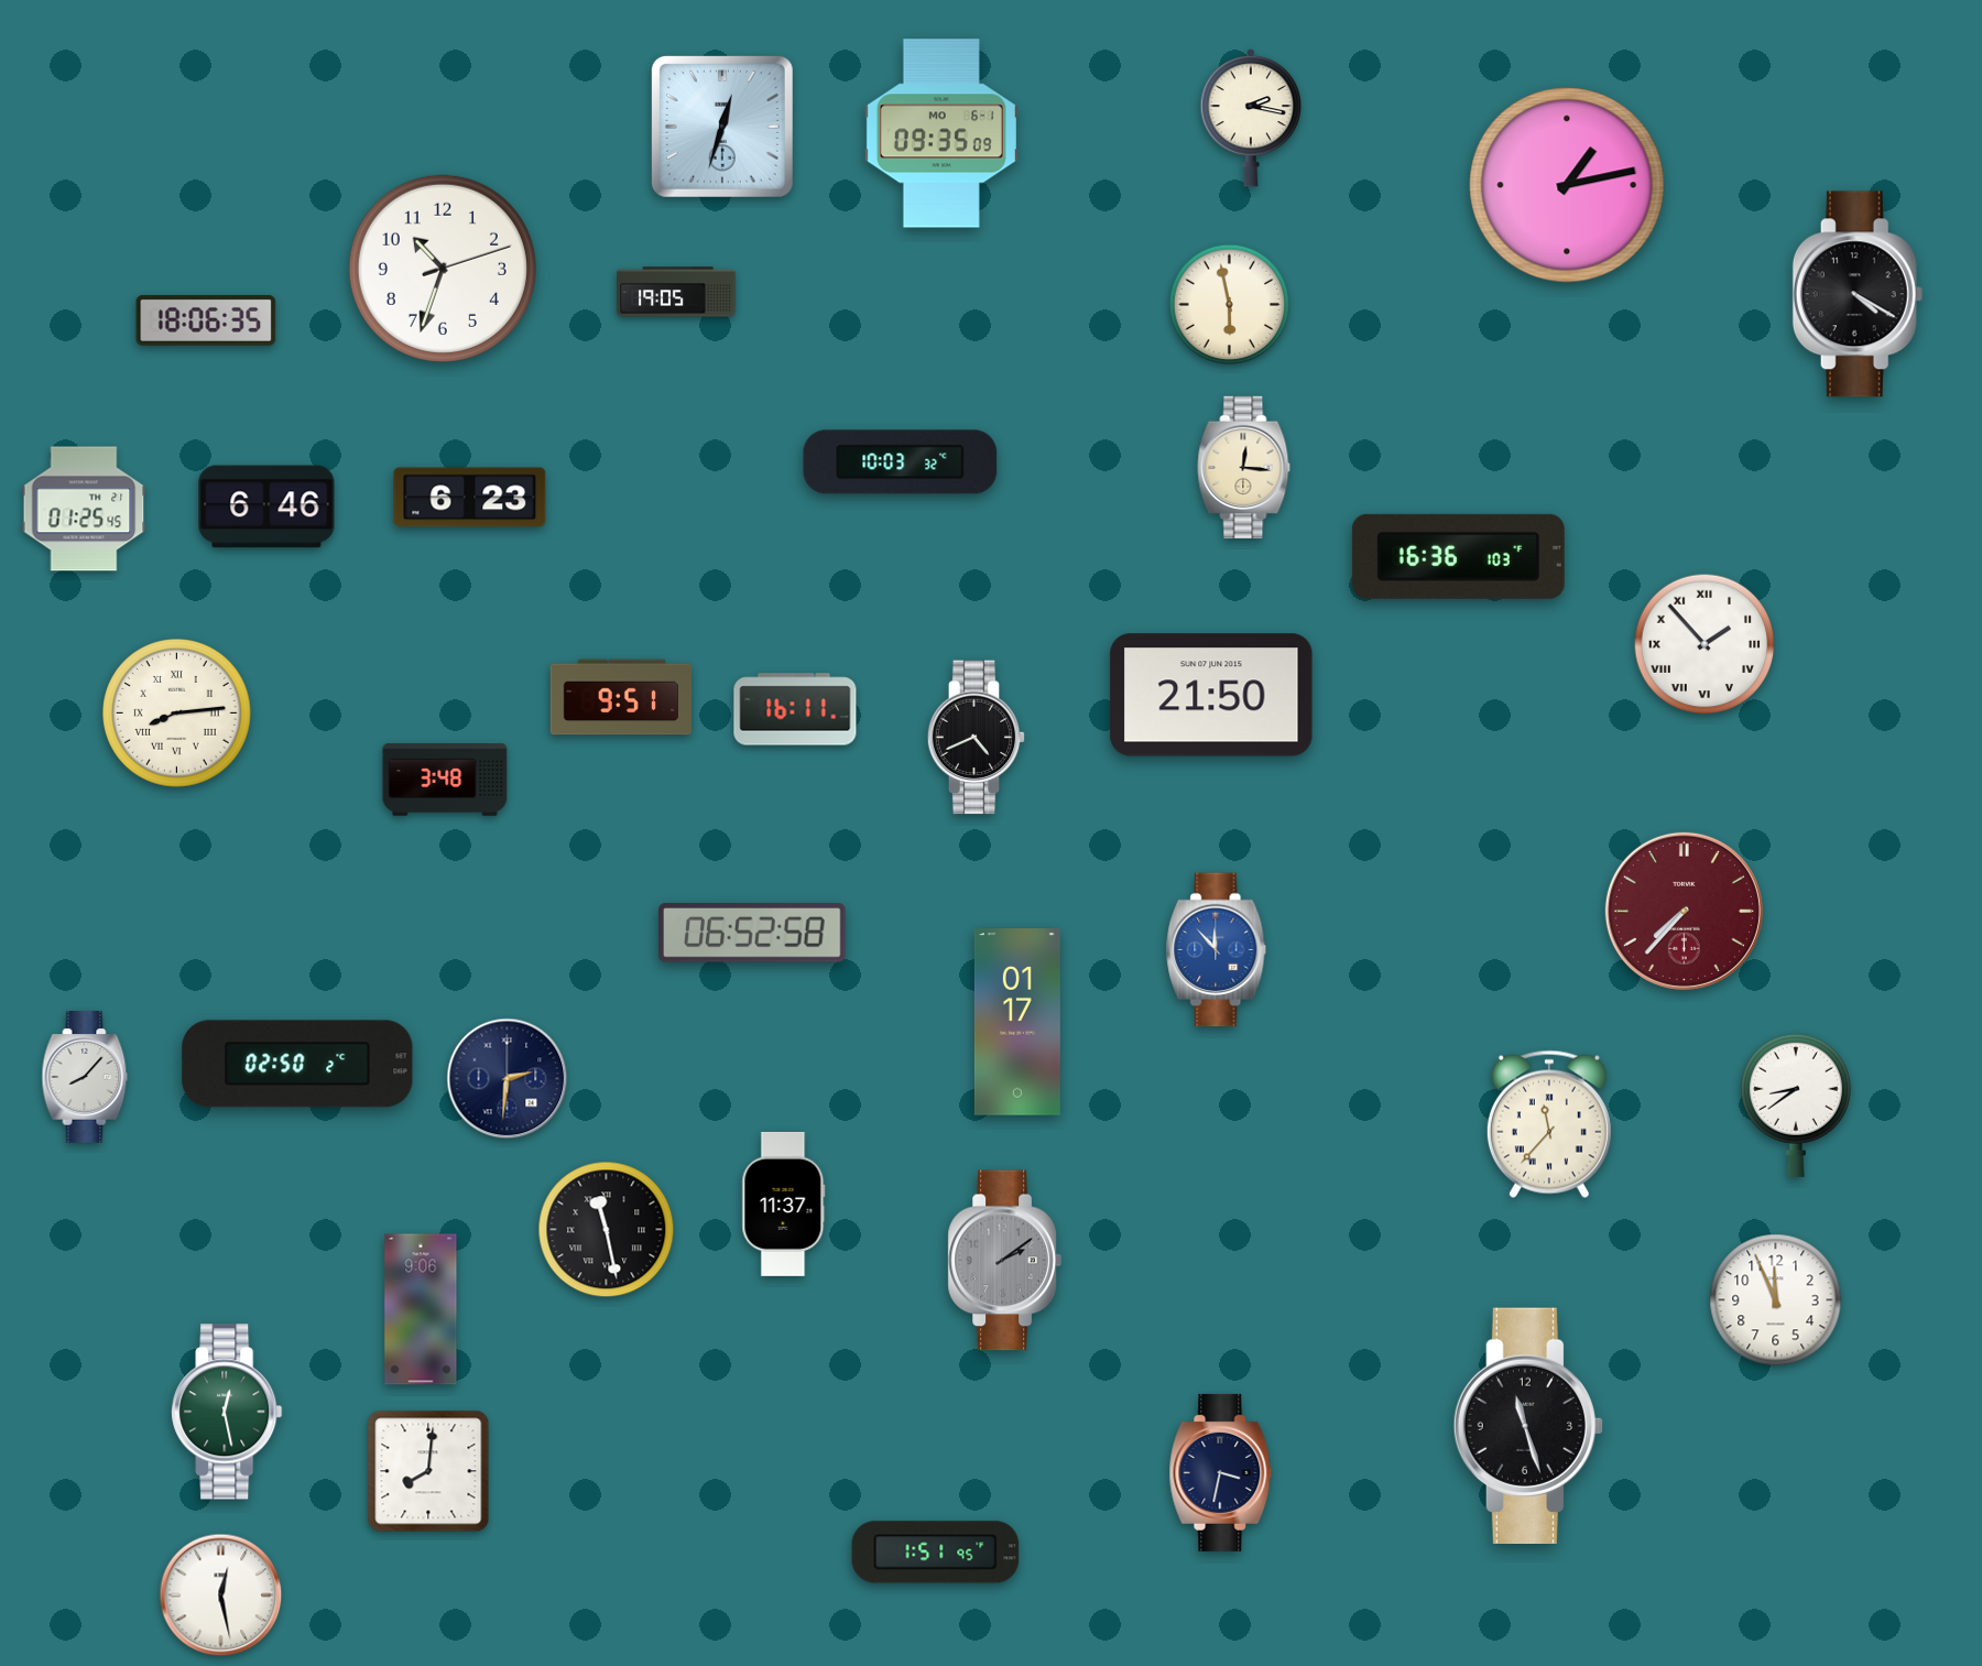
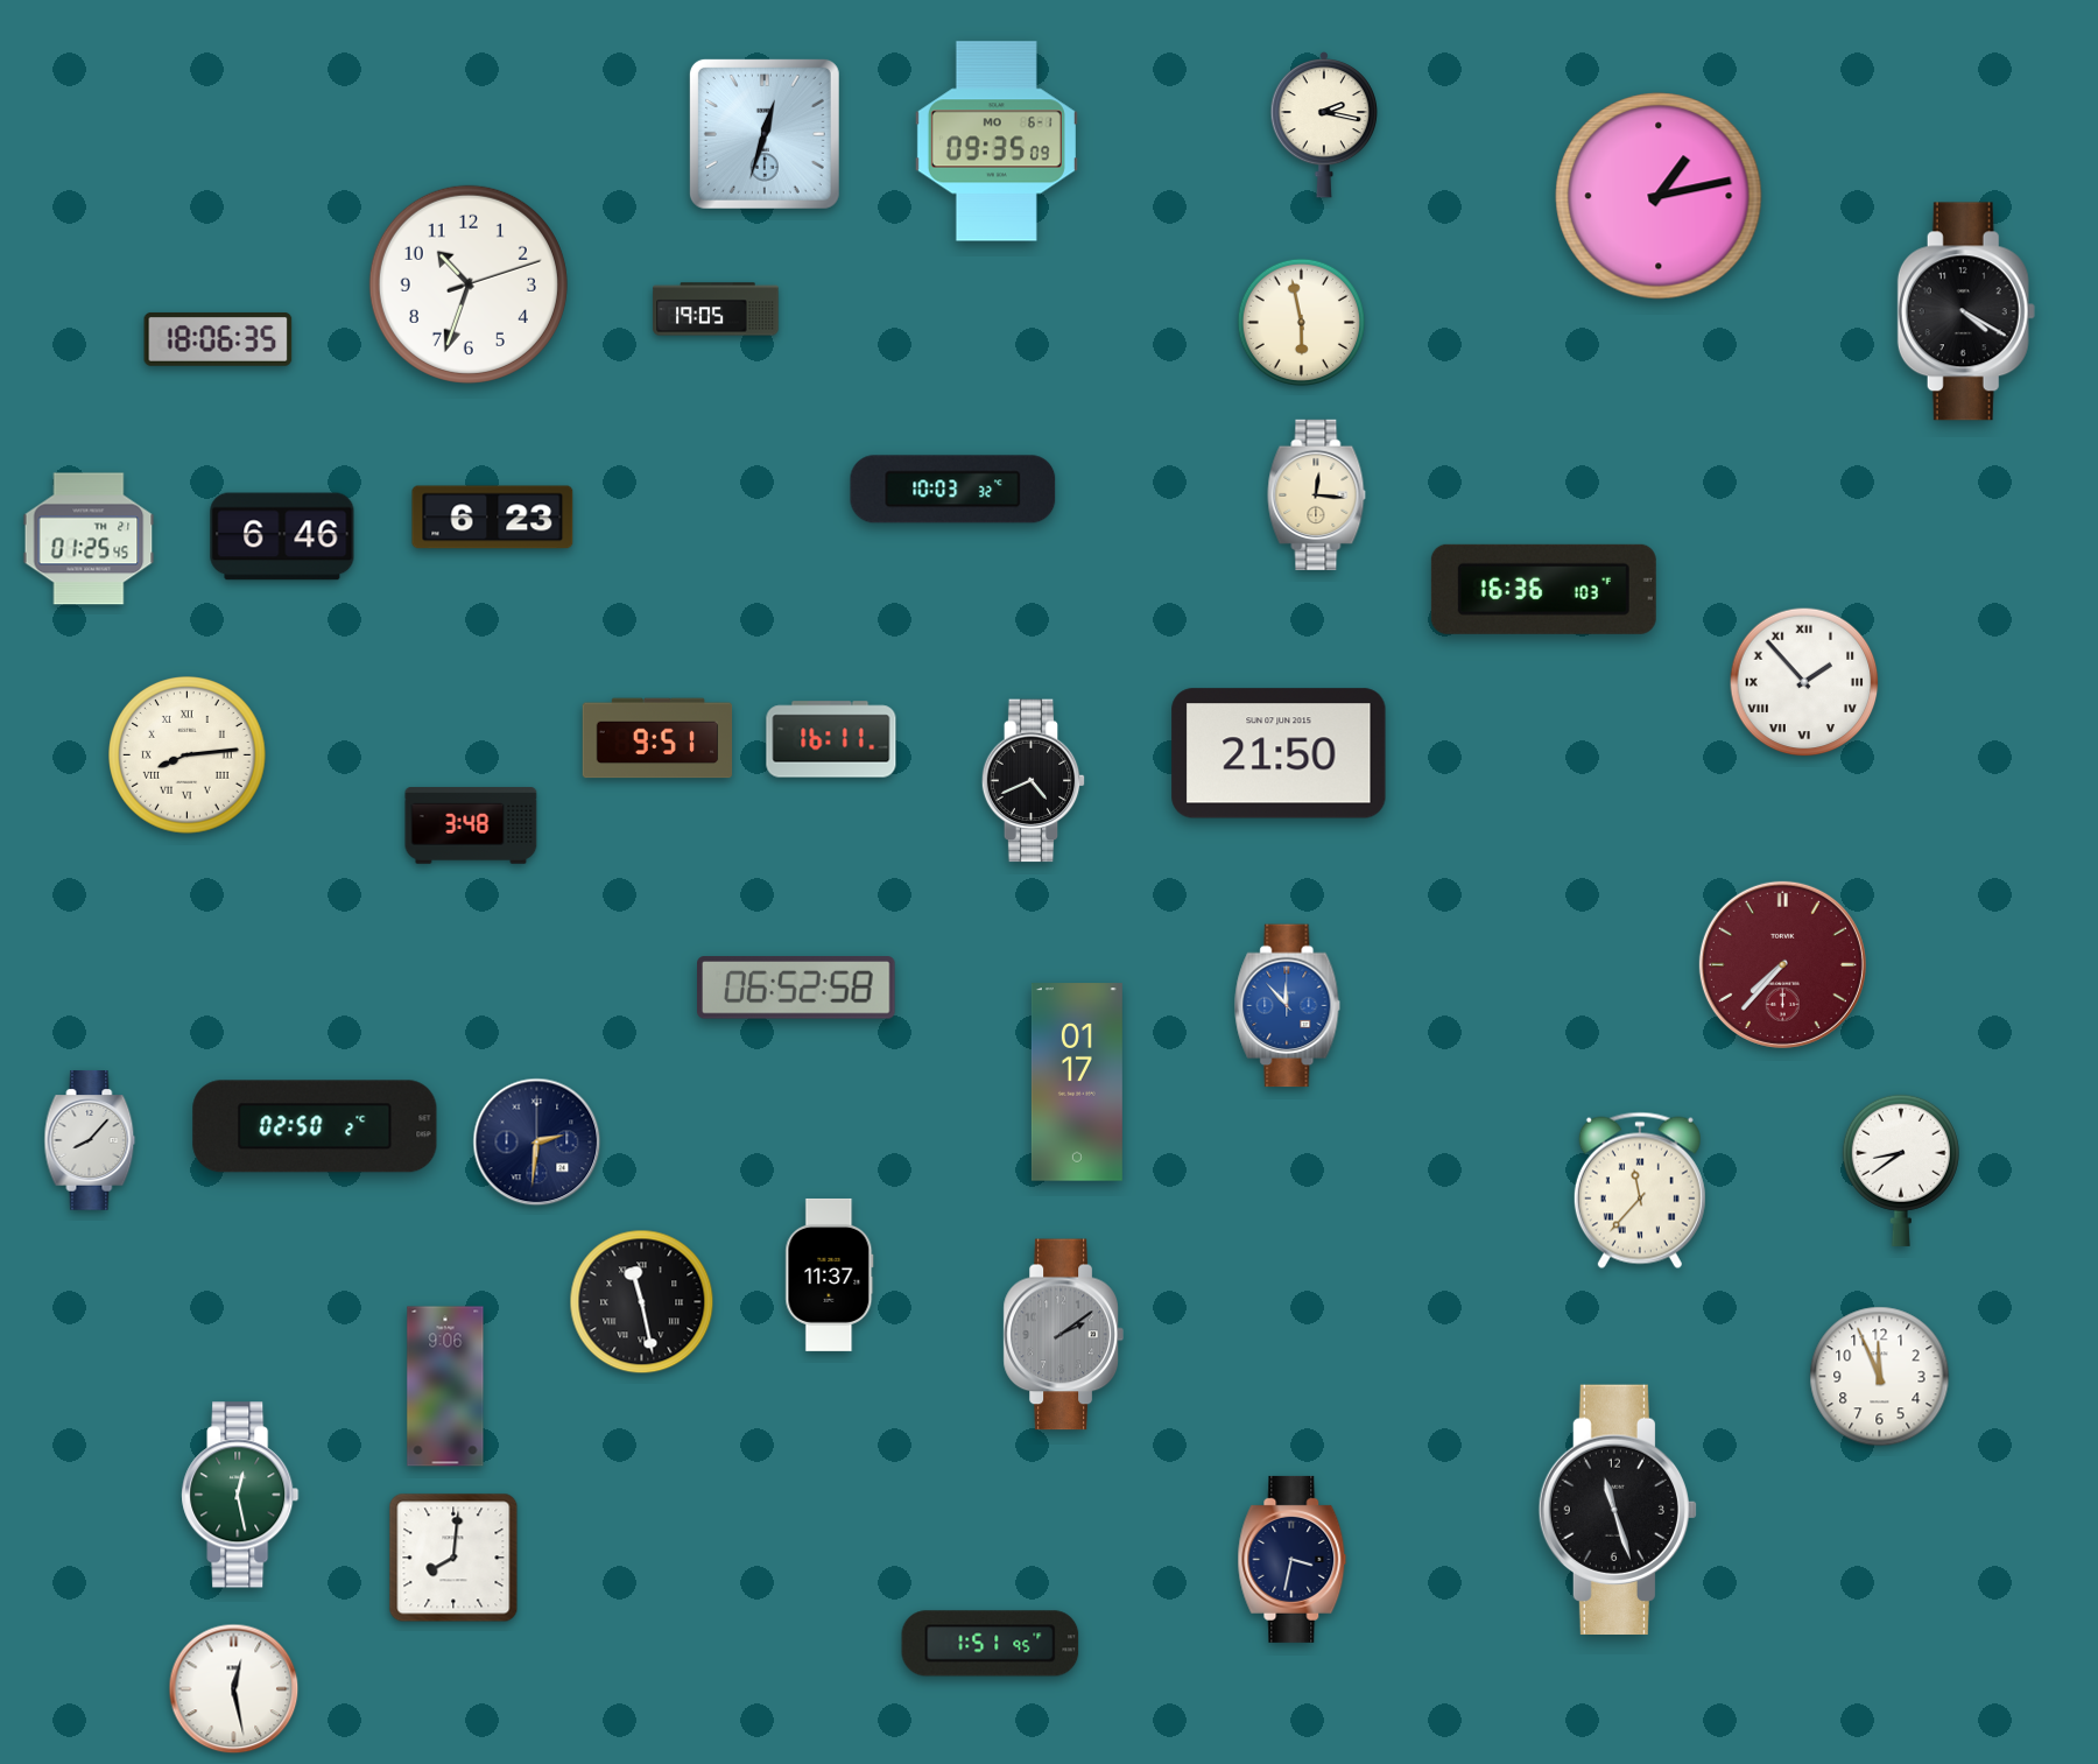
clock at (470, 498) position: (470, 498) -> (493, 518)
clock at (1211, 695) position: (1211, 695) -> (1279, 753)
clock at (795, 709) position: (795, 709) -> (831, 739)
